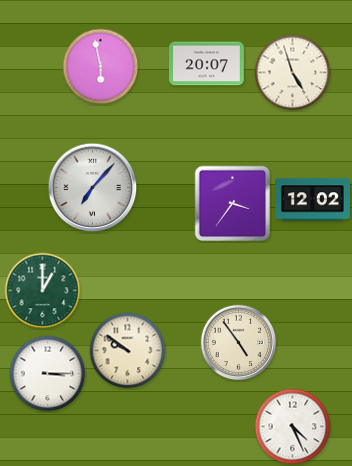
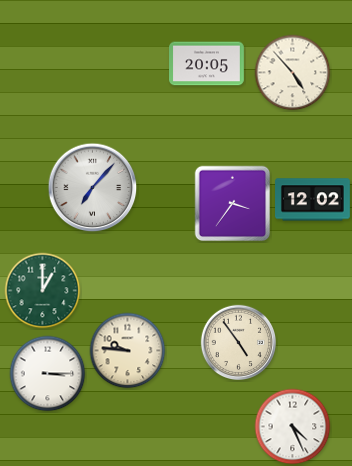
clock at (207, 64): 20:07 -> 20:05
clock at (101, 67): 5:58 -> none
clock at (293, 73): 4:57 -> 4:53
clock at (128, 351): 9:51 -> 9:46
